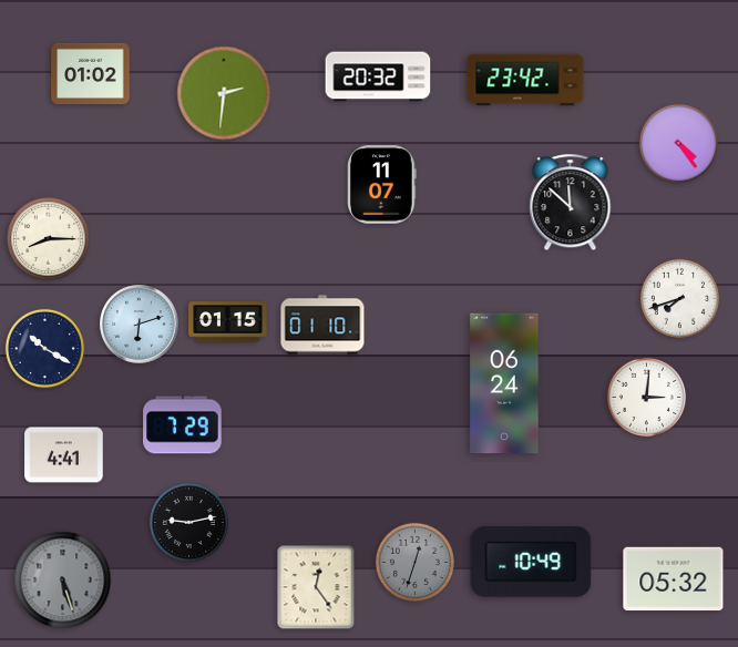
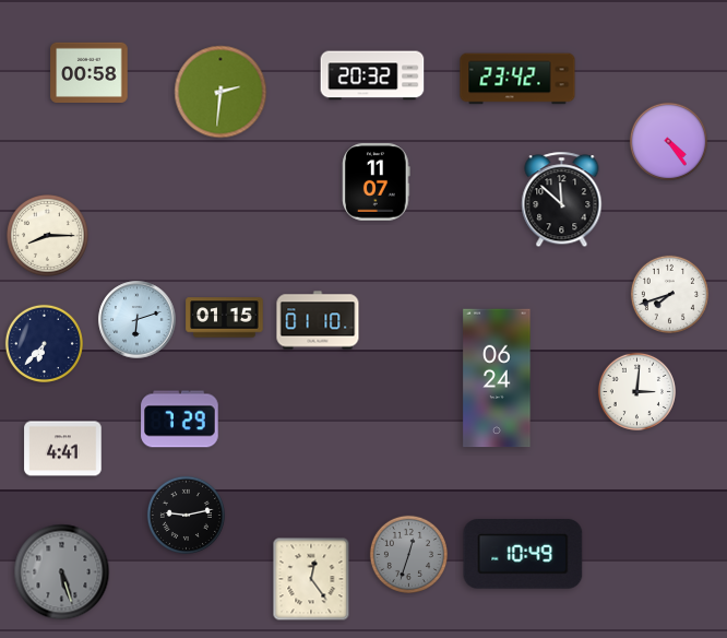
clock at (91, 73): 01:02 -> 00:58
clock at (44, 348): 10:20 -> 6:37
clock at (674, 579): 05:32 -> none
